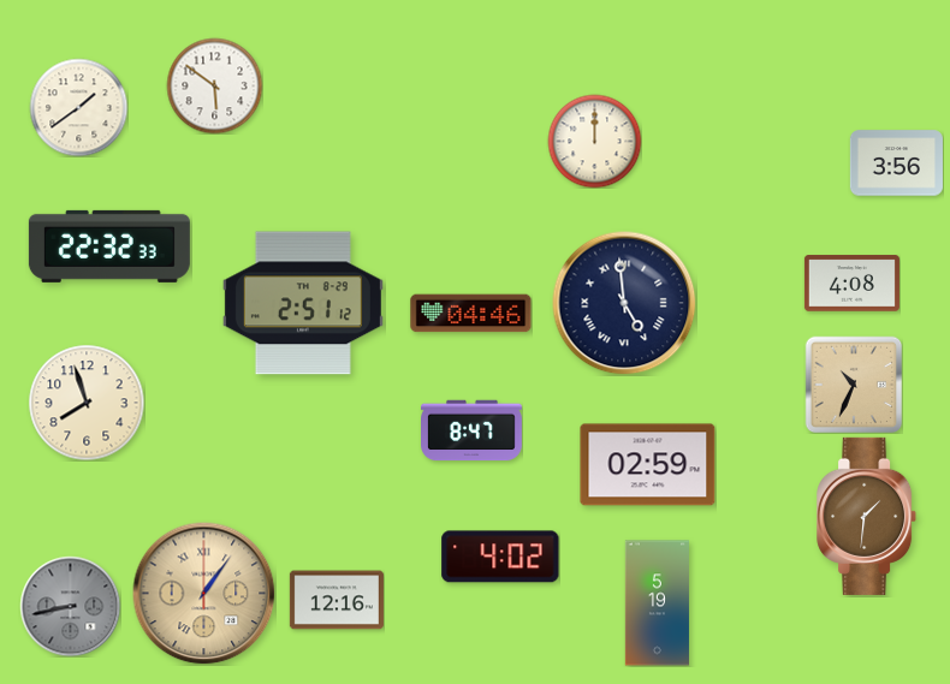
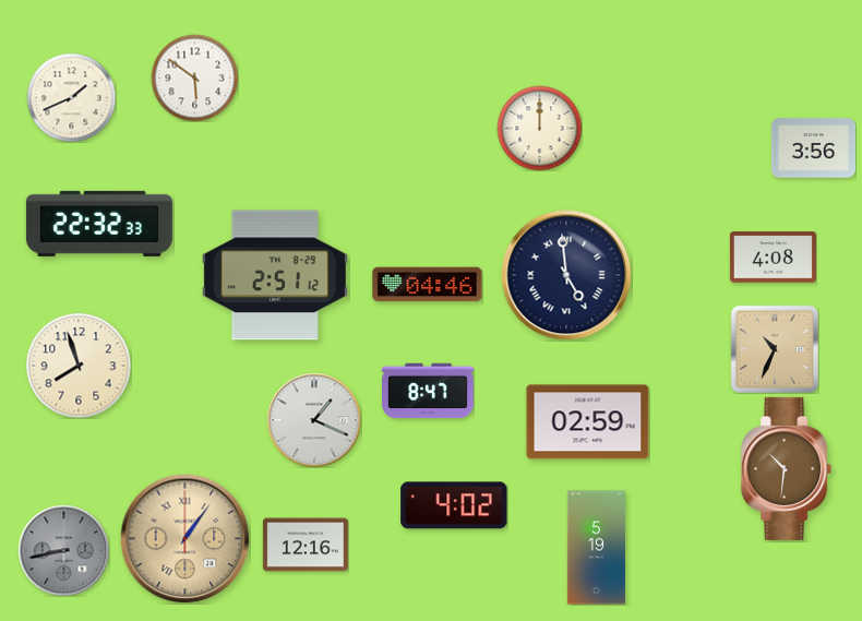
clock at (78, 107): 1:39 -> 1:41
clock at (314, 420): none -> 1:19
clock at (867, 516): 1:31 -> 10:31
